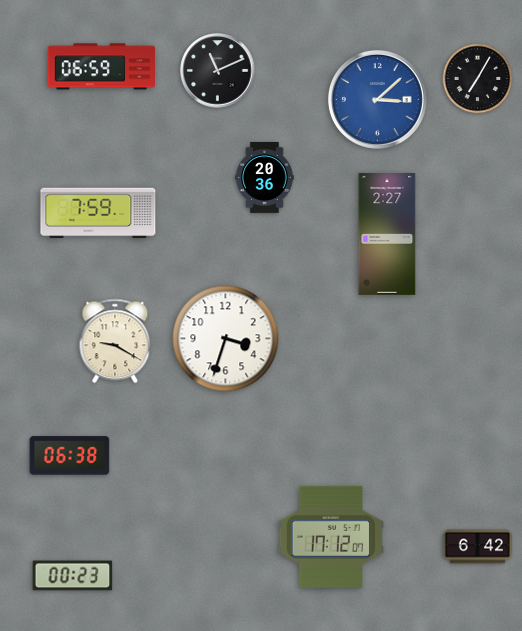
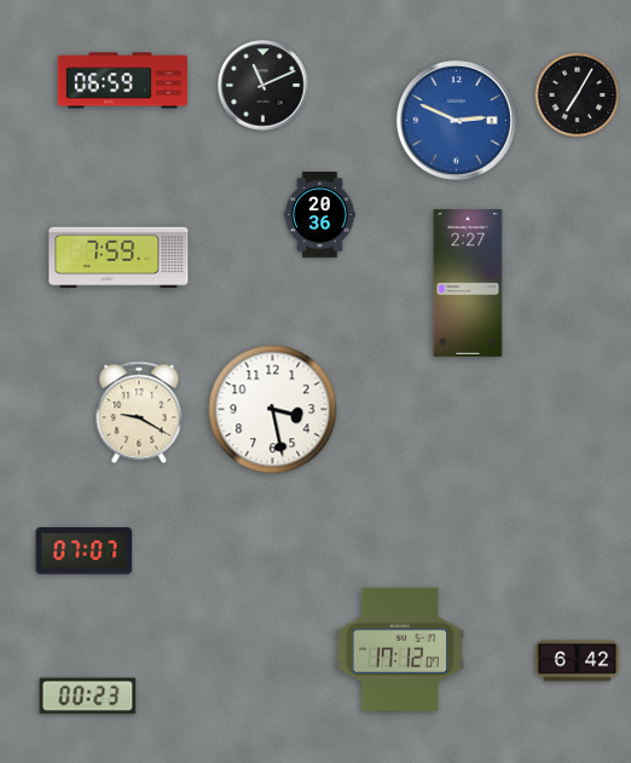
clock at (377, 99): 3:08 -> 2:49
clock at (226, 339): 3:33 -> 3:28
clock at (70, 456): 06:38 -> 07:07
